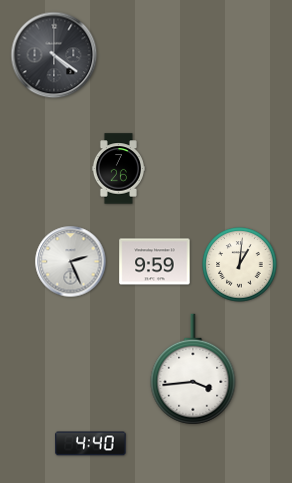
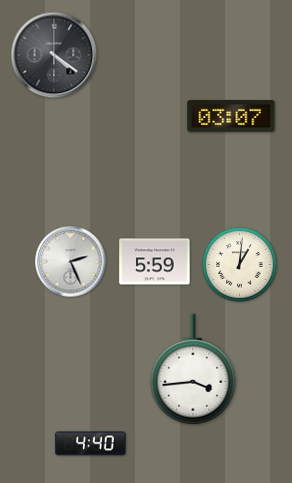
clock at (231, 117): none -> 03:07
clock at (118, 169): 7:26 -> none
clock at (155, 262): 9:59 -> 5:59
